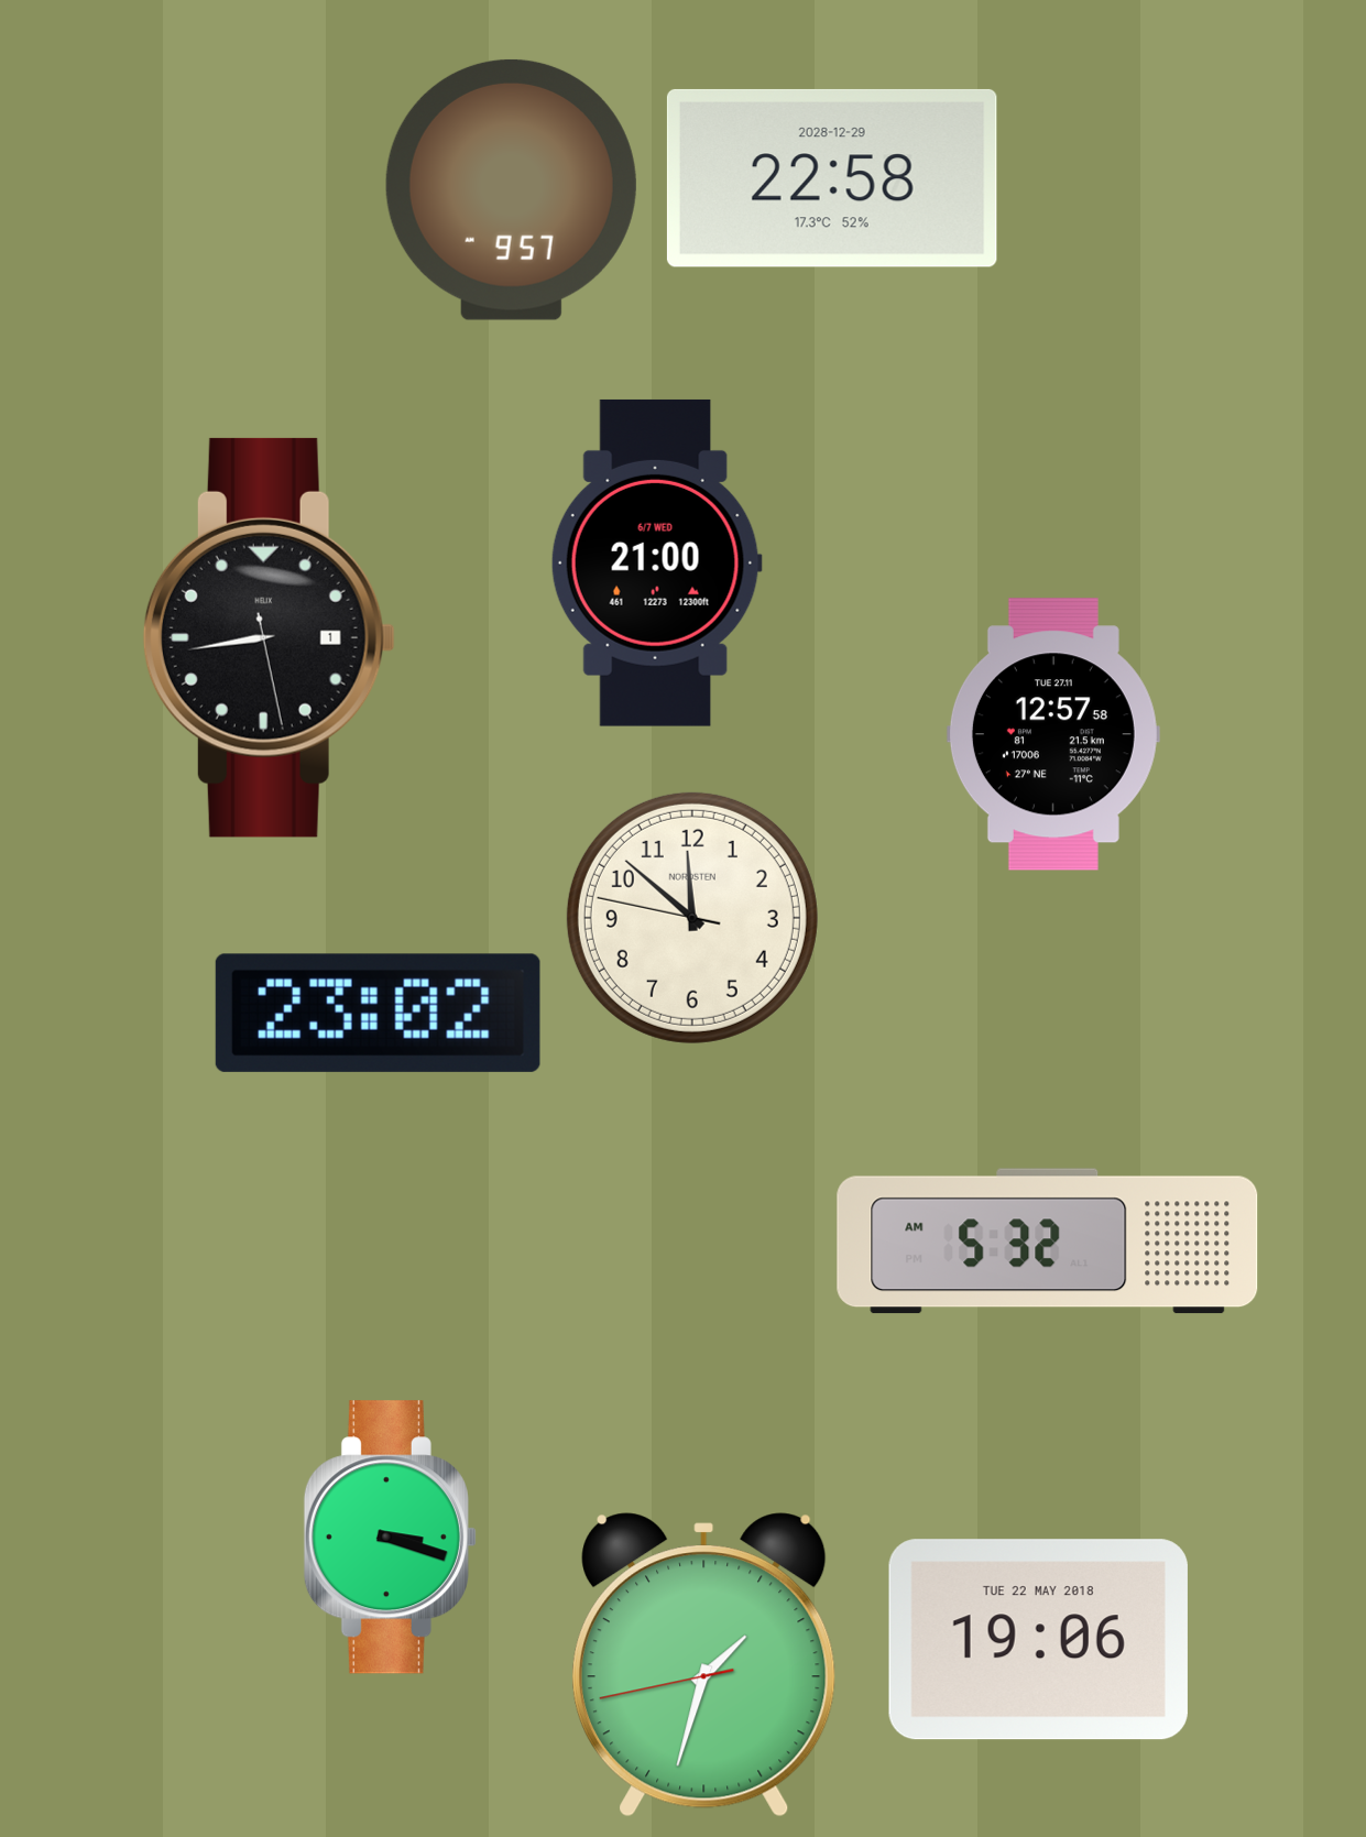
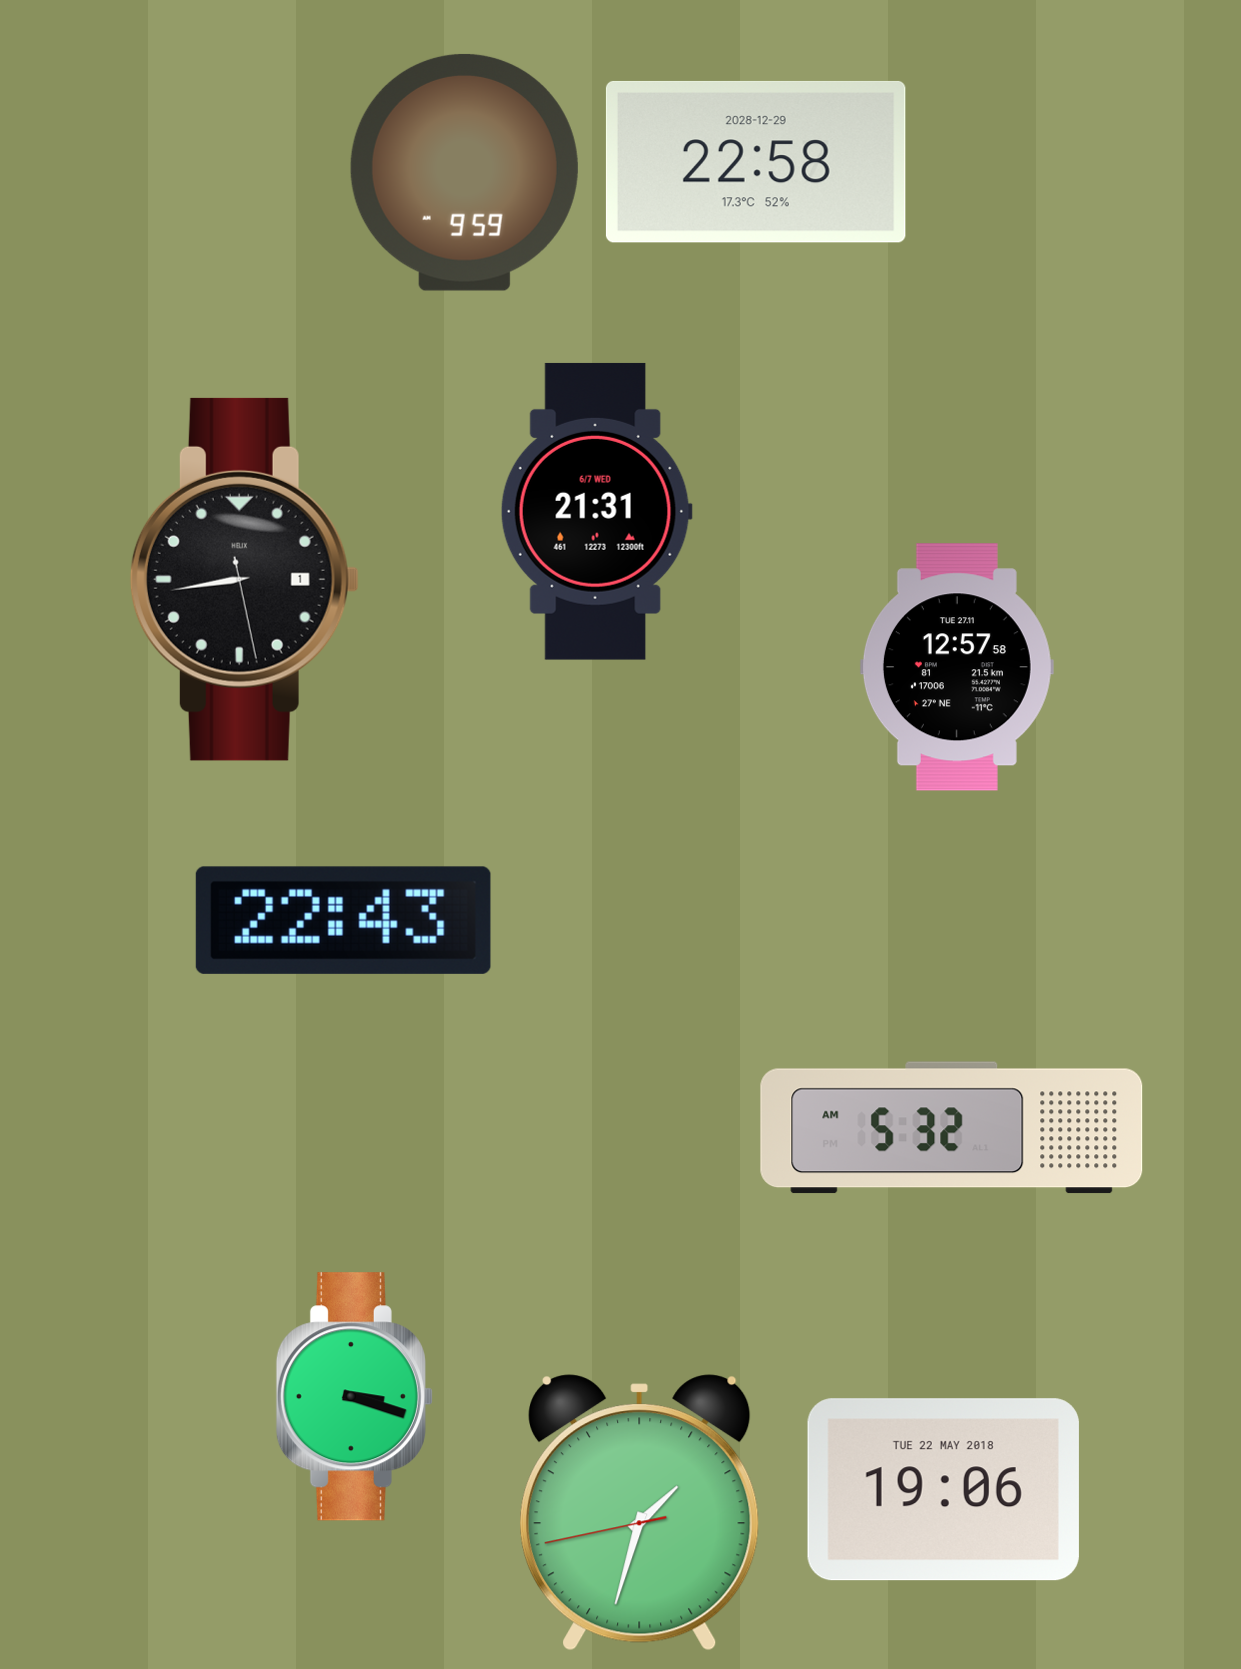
clock at (511, 189): 9:57 -> 9:59
clock at (656, 562): 21:00 -> 21:31
clock at (692, 918): 11:51 -> none
clock at (378, 1013): 23:02 -> 22:43
